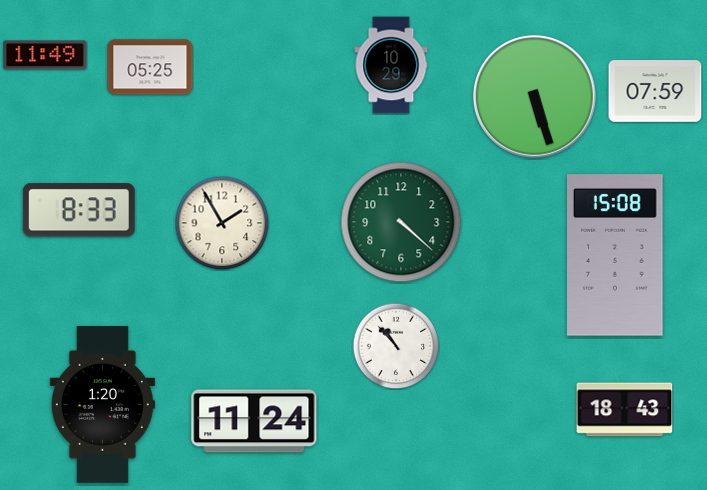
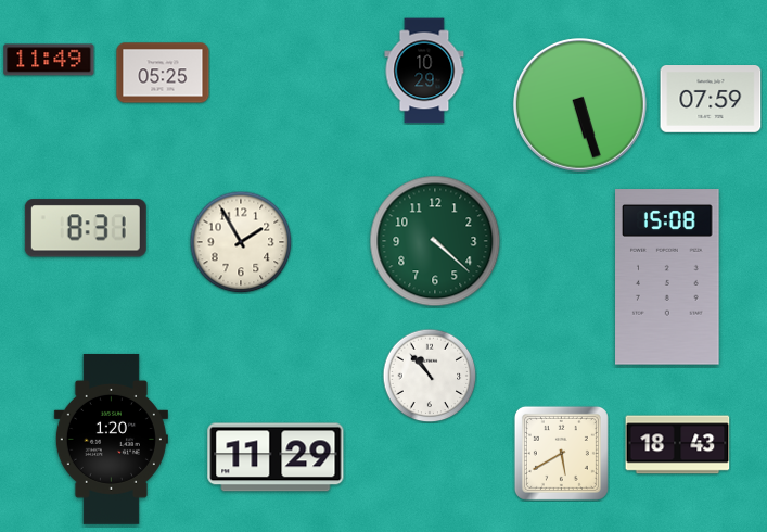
clock at (79, 210): 8:33 -> 8:31
clock at (561, 453): none -> 5:40
clock at (254, 421): 11:24 -> 11:29
